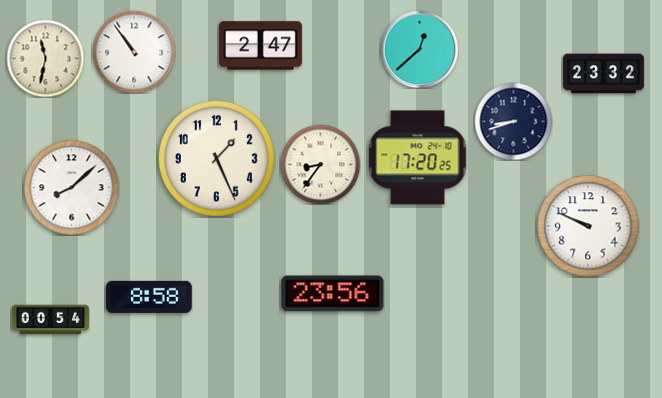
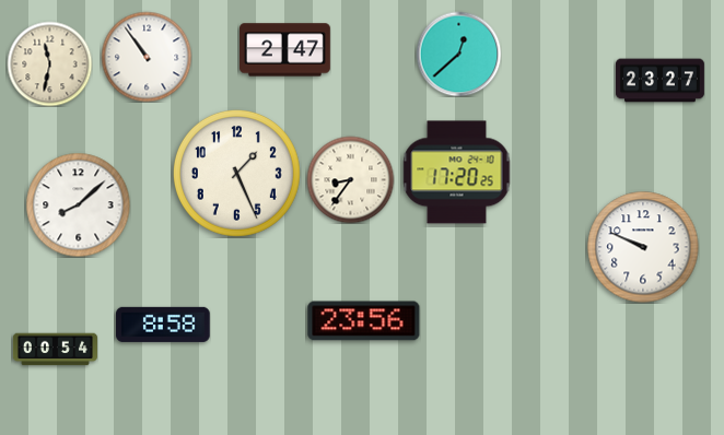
clock at (603, 74): 23:32 -> 23:27
clock at (513, 121): 8:42 -> none
